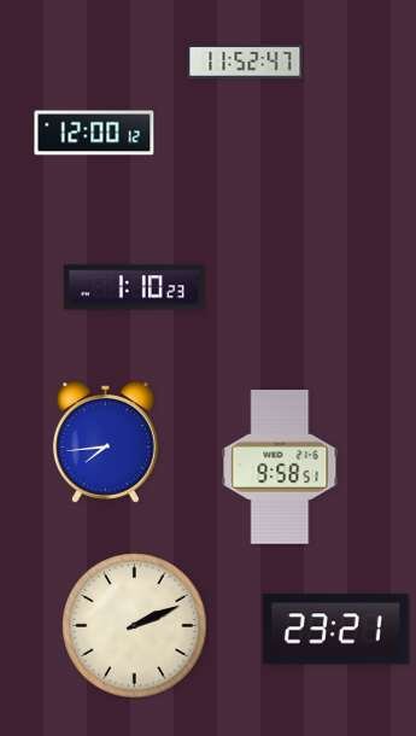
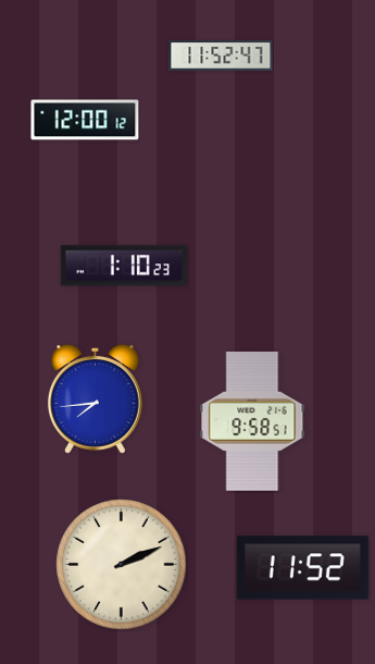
clock at (134, 287) position: (134, 287) -> (124, 266)
clock at (335, 630): 23:21 -> 11:52
